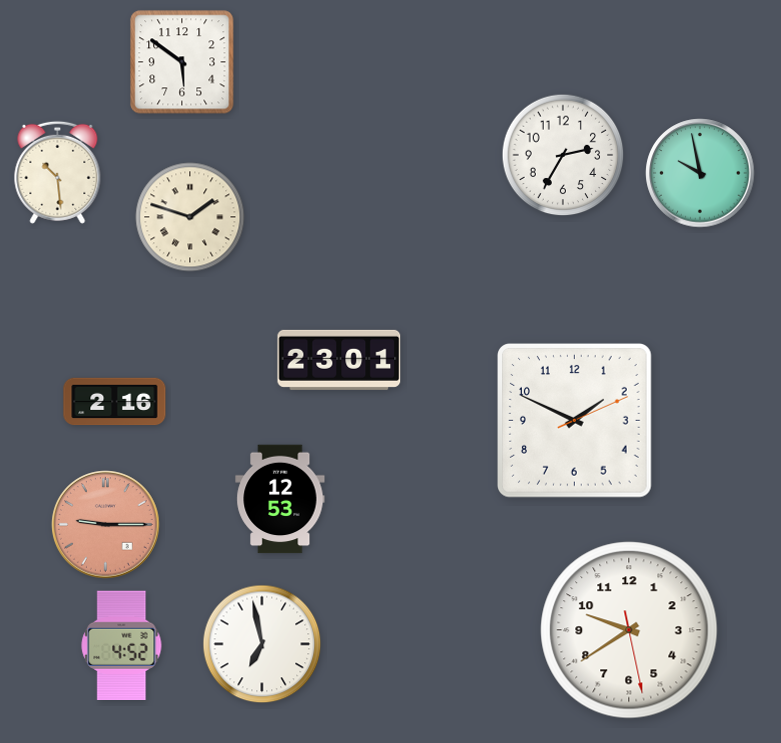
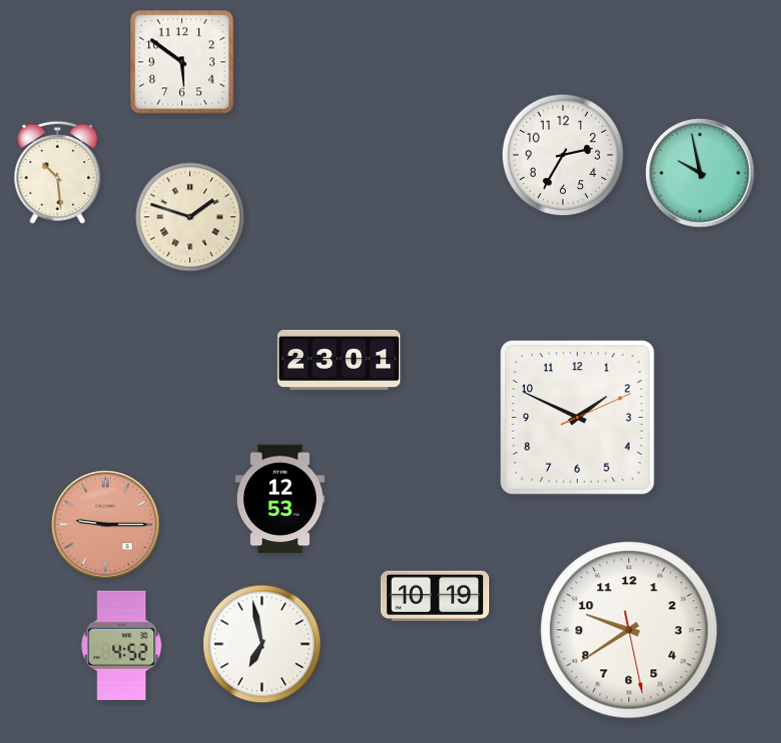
clock at (115, 402): 2:16 -> none
clock at (574, 420) position: (574, 420) -> (577, 417)
clock at (435, 596): none -> 10:19
